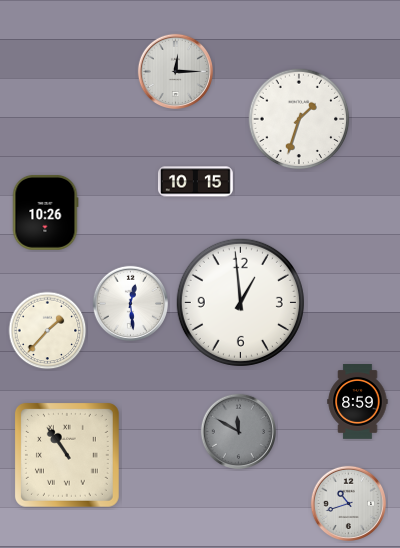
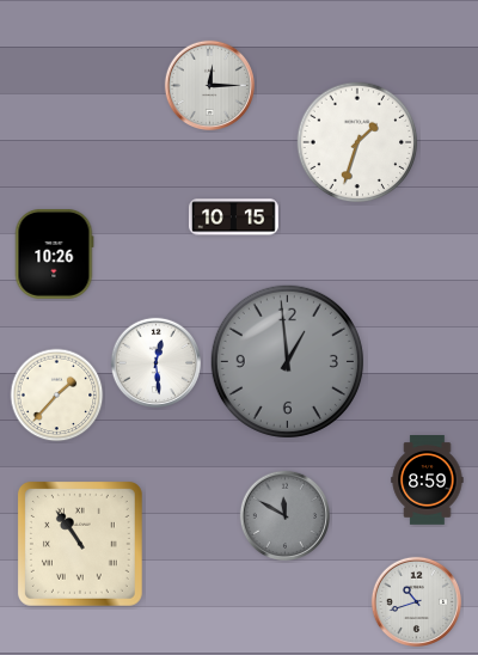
clock at (240, 302) dial: white -> grey
